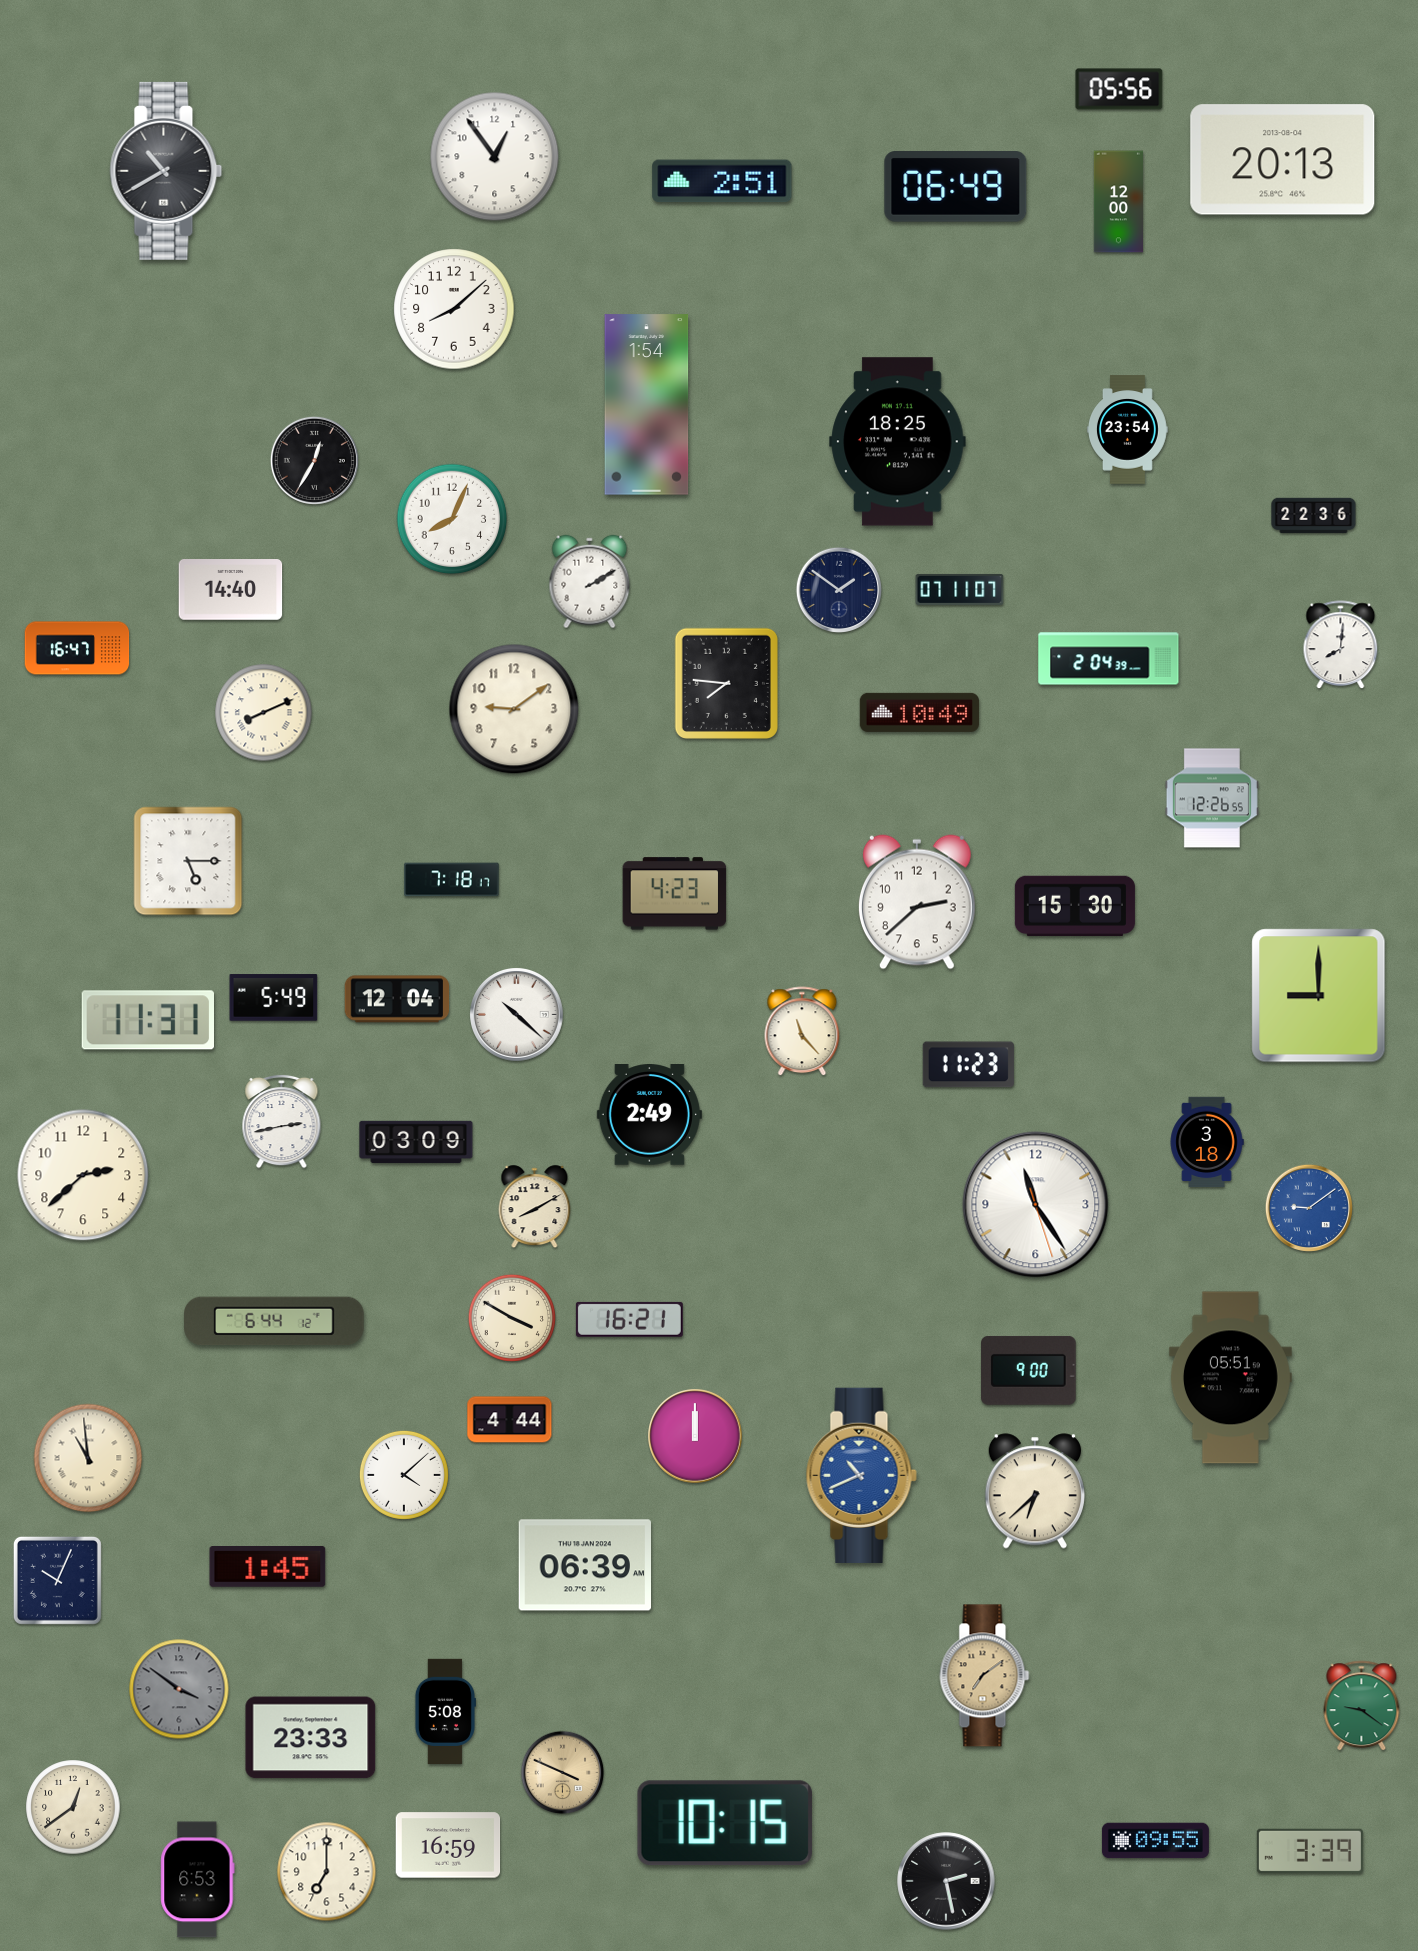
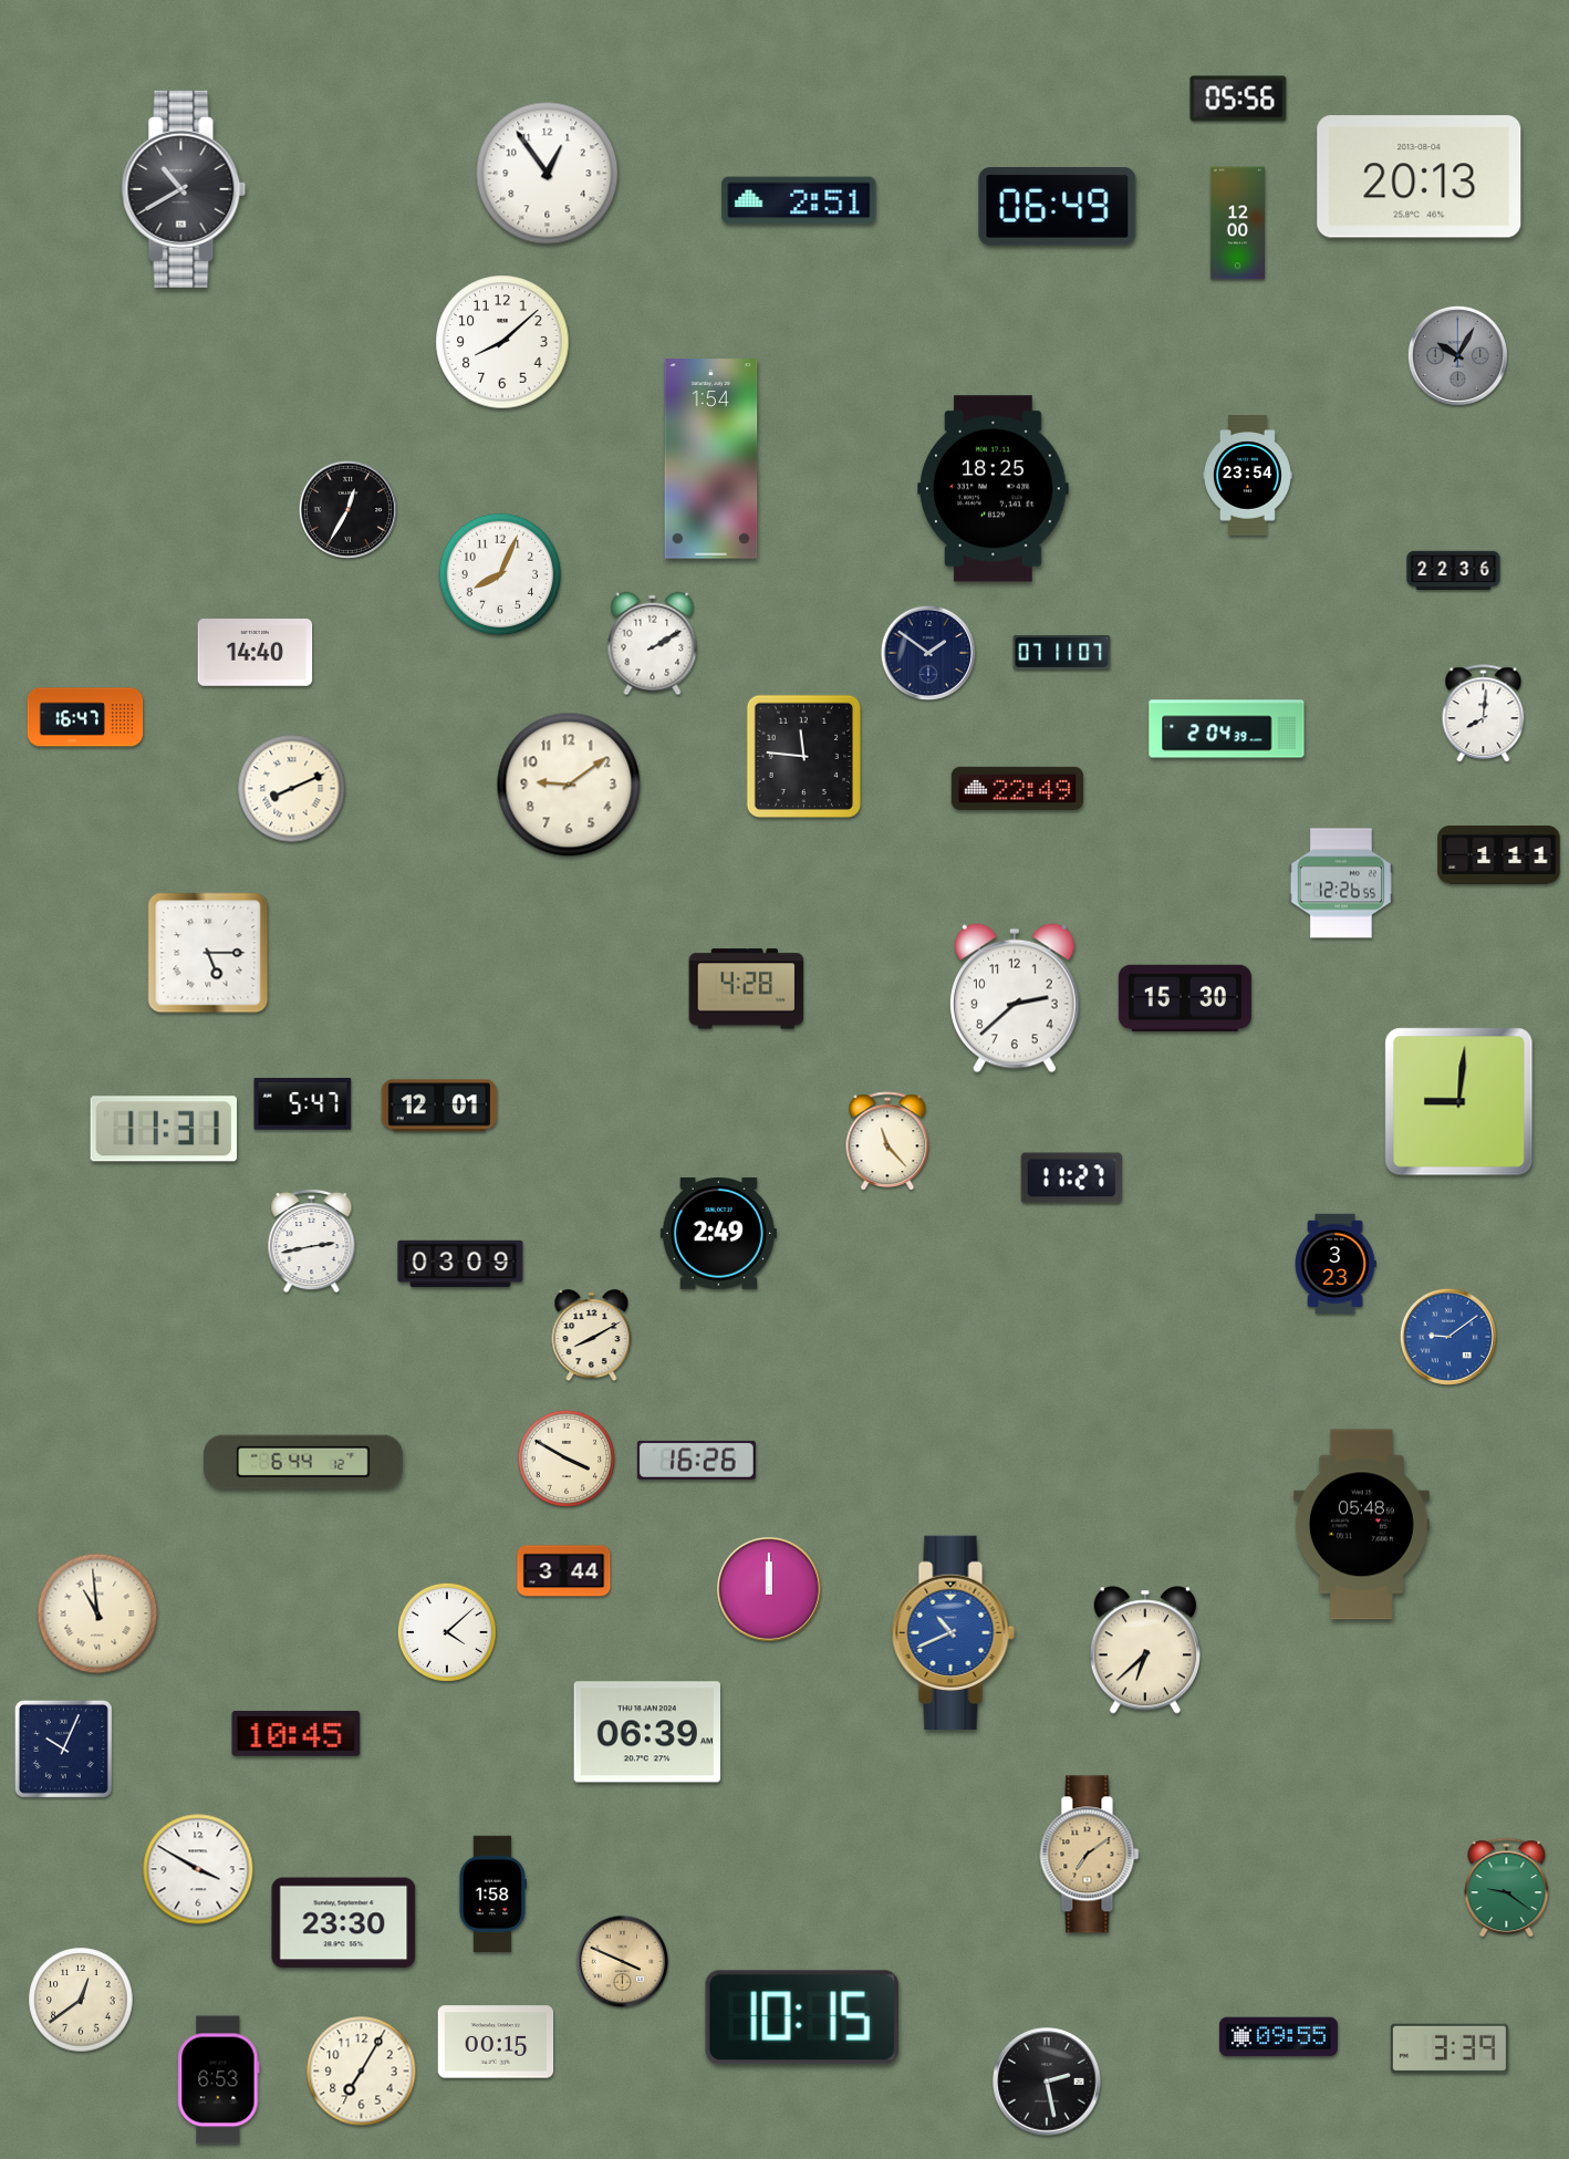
clock at (1457, 355): none -> 10:05
clock at (647, 405) position: (647, 405) -> (711, 459)
clock at (726, 683): 7:46 -> 11:46
clock at (919, 712): 10:49 -> 22:49
clock at (1499, 855): none -> 1:11
clock at (452, 880): 7:18 -> none
clock at (675, 894): 4:23 -> 4:28
clock at (1075, 906) position: (1075, 906) -> (1185, 998)
clock at (1319, 996): 9:00 -> 9:01
clock at (274, 998): 5:49 -> 5:47
clock at (397, 999): 12:04 -> 12:01
clock at (517, 1015): 10:22 -> none
clock at (968, 1065): 11:23 -> 11:27
clock at (1207, 1142): 3:18 -> 3:23
clock at (83, 1175): 2:38 -> none
clock at (1036, 1205): 11:24 -> none
clock at (629, 1319): 16:21 -> 16:26
clock at (1029, 1370): 9:00 -> none
clock at (1230, 1378): 05:51 -> 05:48
clock at (510, 1420): 4:44 -> 3:44
clock at (268, 1567): 1:45 -> 10:45
clock at (179, 1689): 3:51 -> 3:50
clock at (179, 1689) dial: grey -> white
clock at (445, 1711): 5:08 -> 1:58
clock at (311, 1738): 23:33 -> 23:30
clock at (448, 1845): 16:59 -> 00:15
clock at (327, 1872): 7:00 -> 7:05
